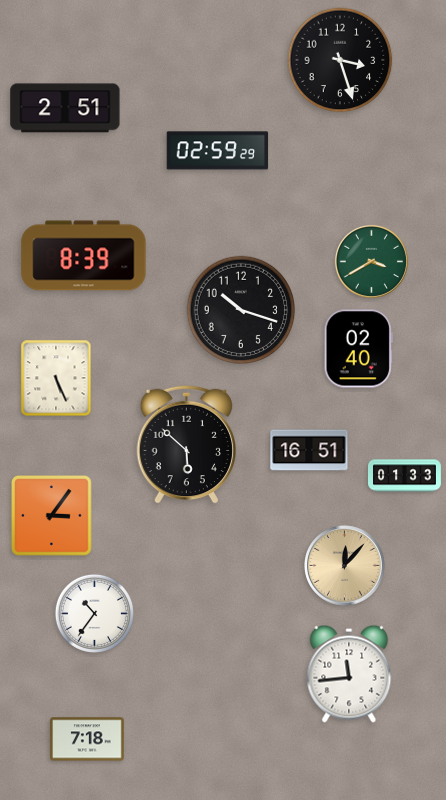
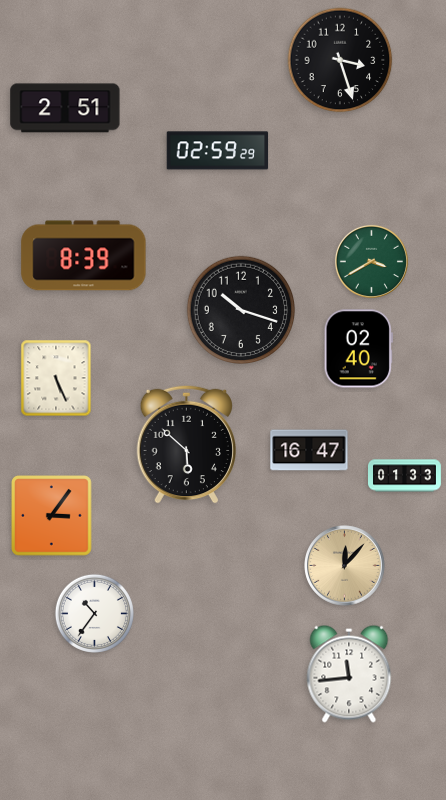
clock at (309, 450): 16:51 -> 16:47
clock at (87, 739): 7:18 -> none
